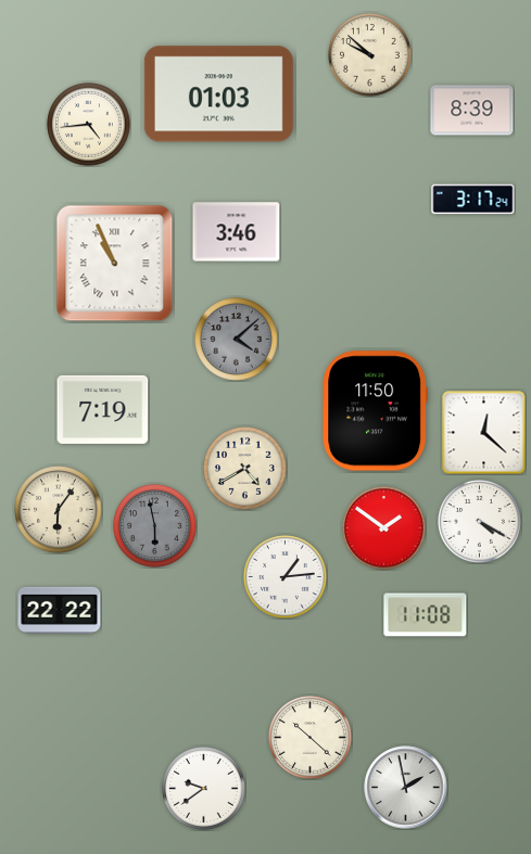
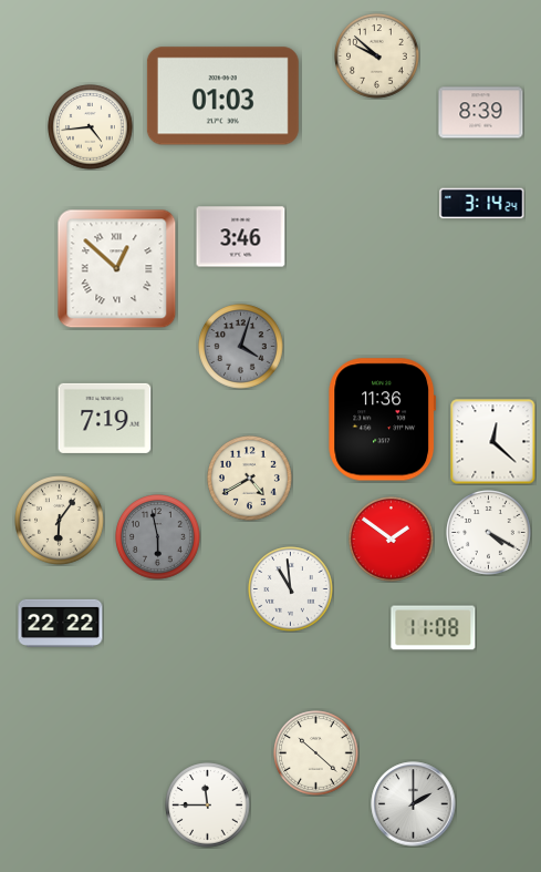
clock at (473, 200): 3:17 -> 3:14
clock at (115, 264): 10:56 -> 12:52
clock at (237, 340): 4:08 -> 4:03
clock at (376, 411): 11:50 -> 11:36
clock at (286, 577): 1:14 -> 10:59
clock at (406, 788): 1:58 -> 2:00
clock at (204, 789): 9:39 -> 11:45
